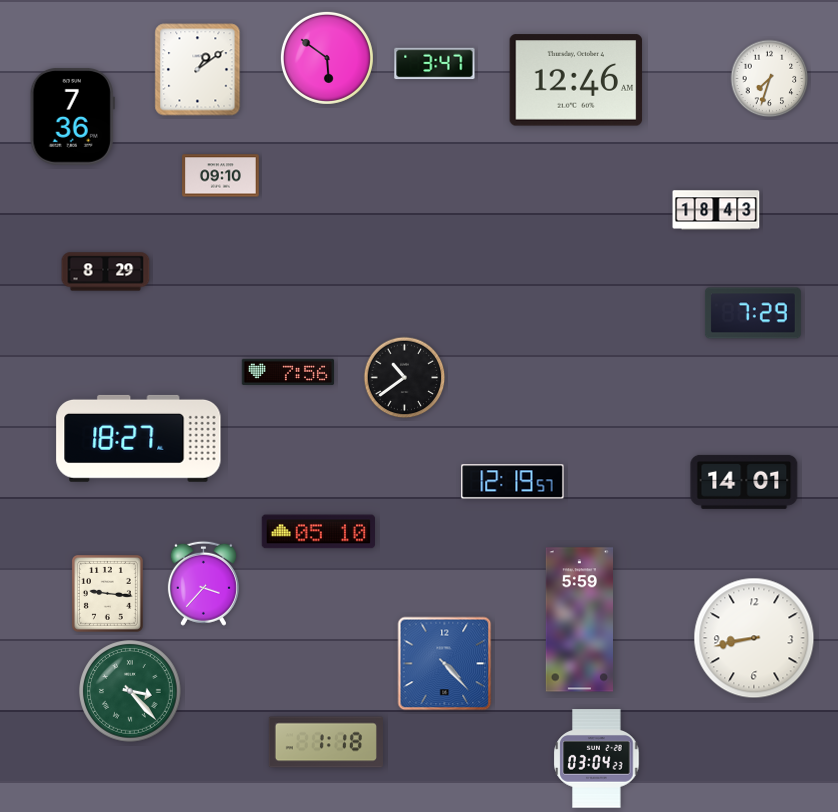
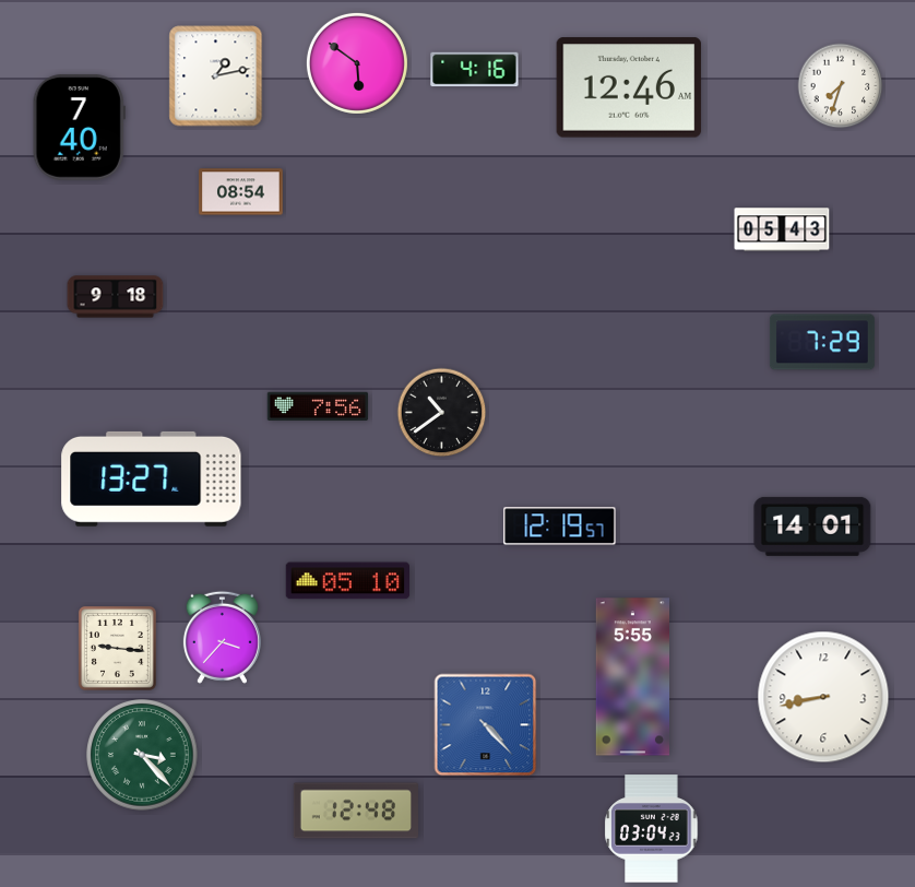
clock at (435, 64): 3:47 -> 4:16
clock at (198, 70): 1:09 -> 1:13
clock at (72, 116): 7:36 -> 7:40
clock at (221, 176): 09:10 -> 08:54
clock at (716, 210): 18:43 -> 05:43
clock at (106, 272): 8:29 -> 9:18
clock at (288, 372) position: (288, 372) -> (318, 406)
clock at (139, 438): 18:27 -> 13:27
clock at (579, 620): 5:59 -> 5:55
clock at (326, 742): 1:18 -> 12:48
